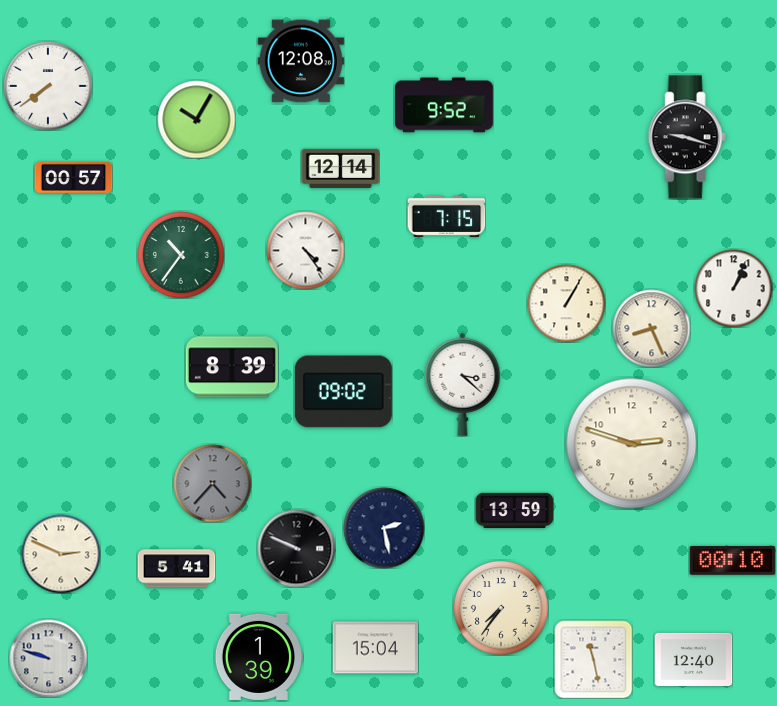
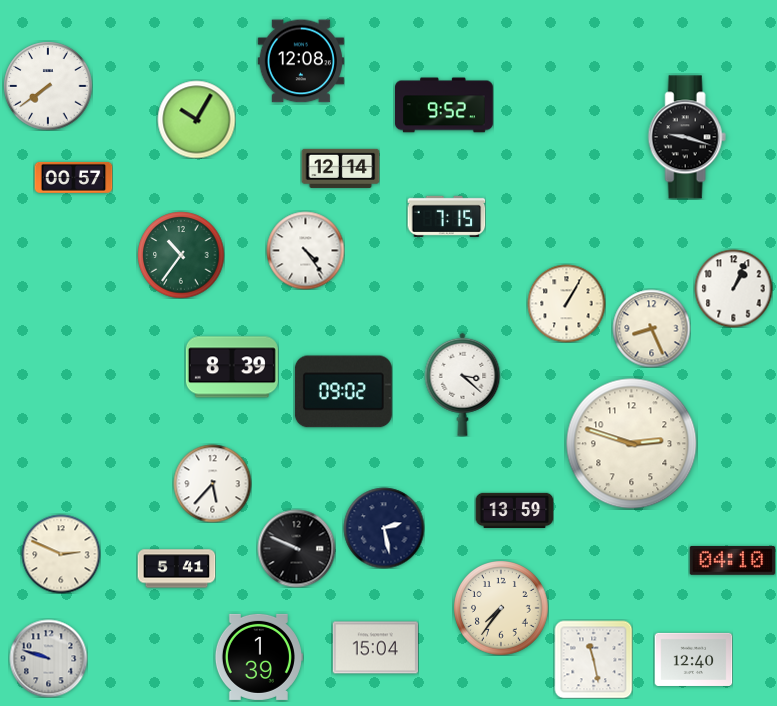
clock at (212, 483): 4:37 -> 5:37
clock at (212, 483) dial: grey -> white
clock at (732, 560): 00:10 -> 04:10
